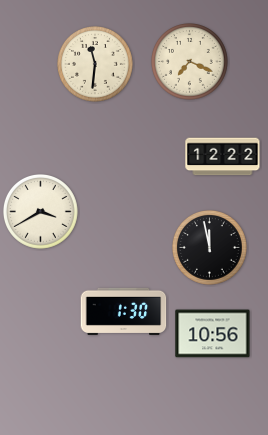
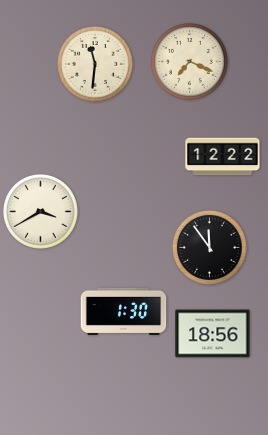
clock at (210, 248): 11:58 -> 11:54
clock at (213, 334): 10:56 -> 18:56
